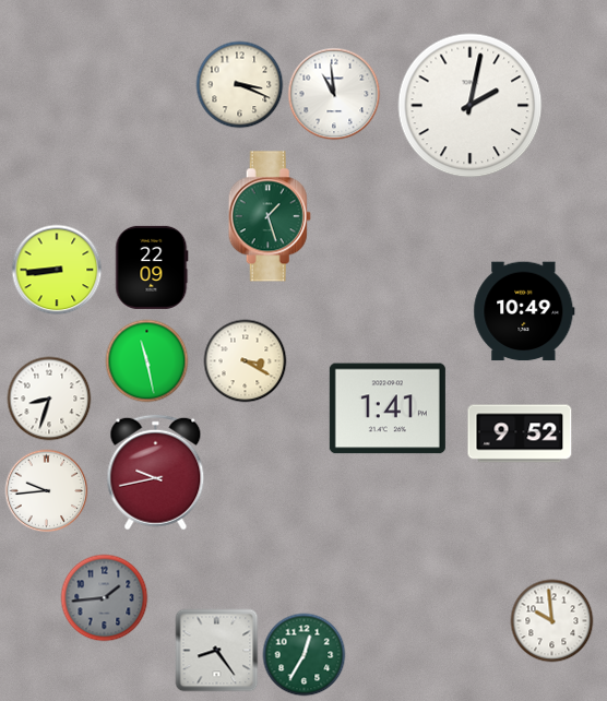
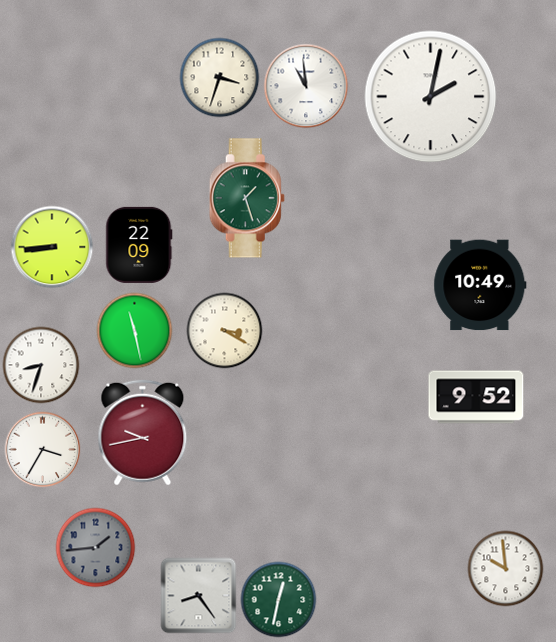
clock at (240, 85): 3:19 -> 3:33
clock at (49, 399) position: (49, 399) -> (41, 365)
clock at (388, 408): 1:41 -> none
clock at (47, 491): 9:44 -> 3:35
clock at (305, 655): 12:35 -> 12:32
